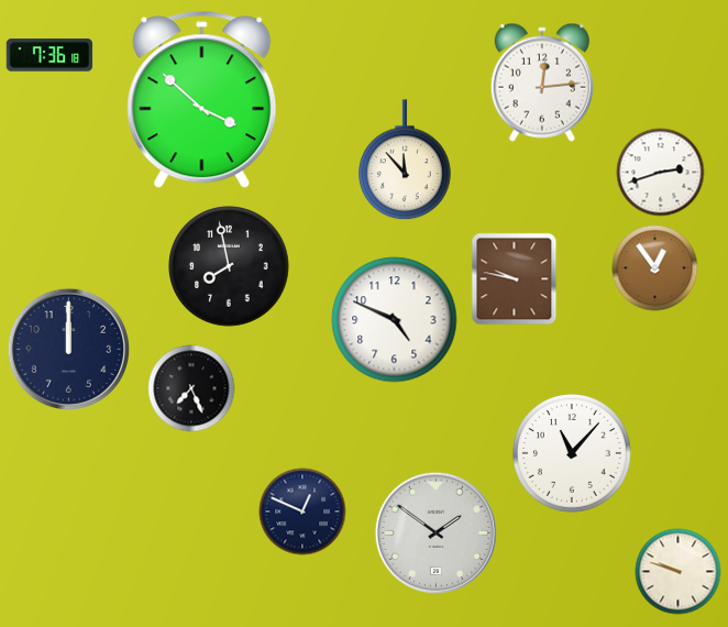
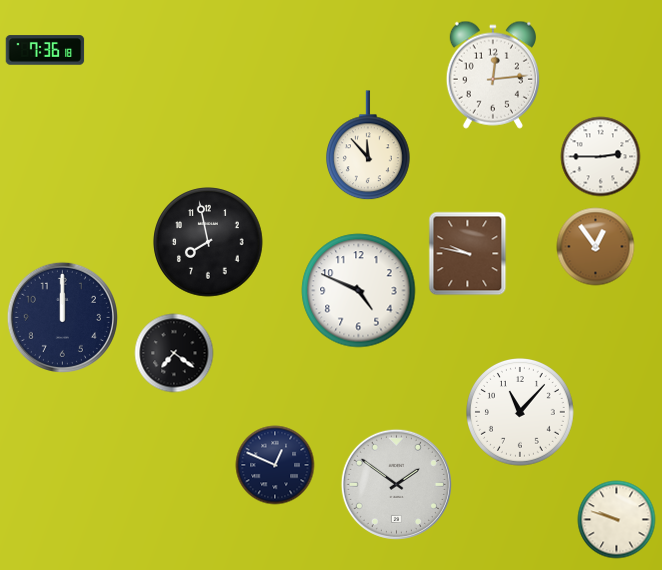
clock at (202, 100): 3:52 -> none
clock at (661, 173): 2:42 -> 2:45
clock at (655, 268) position: (655, 268) -> (596, 247)
clock at (191, 388): 7:26 -> 7:21
